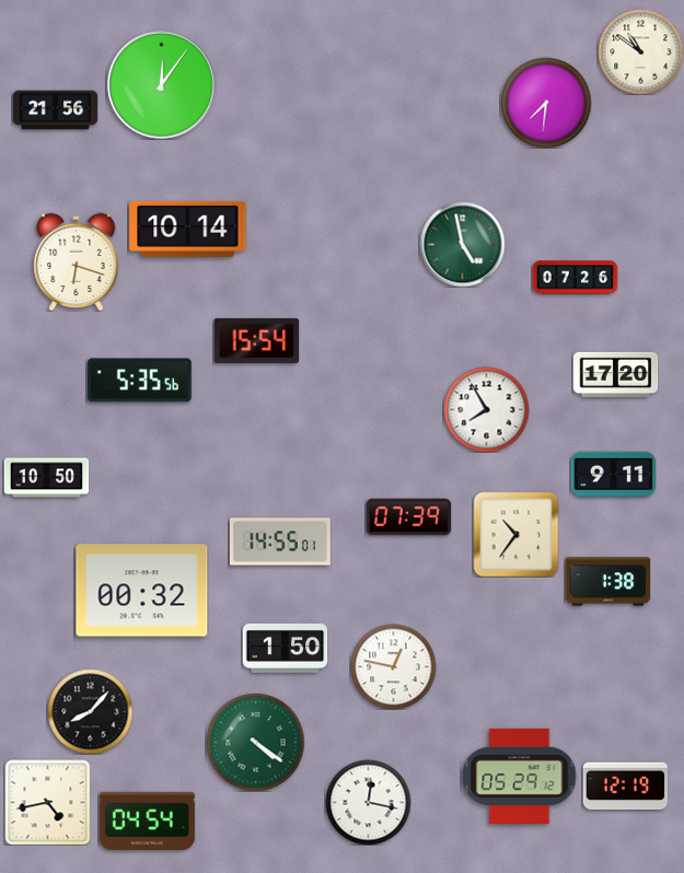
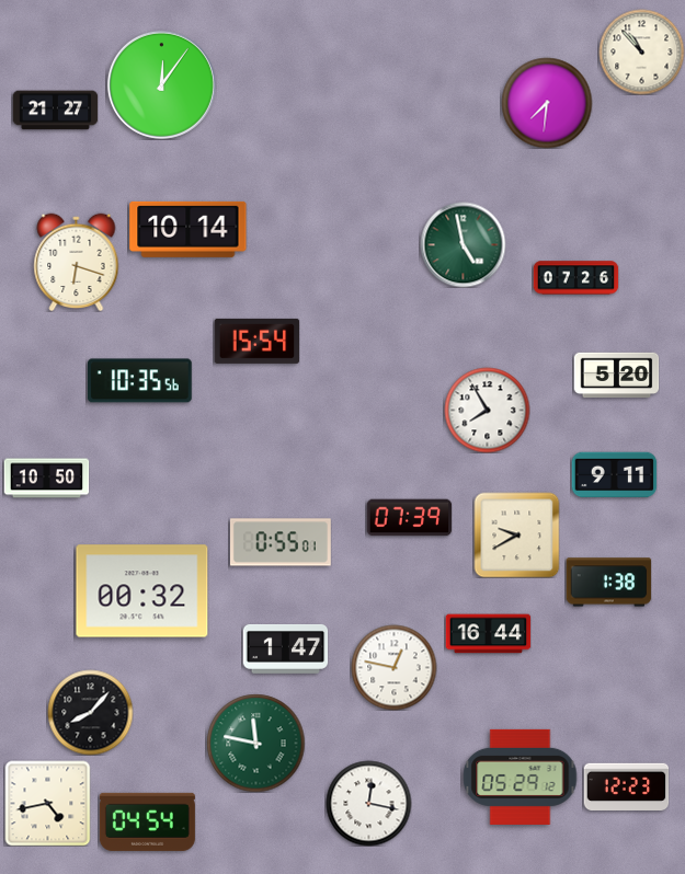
clock at (640, 51): 10:51 -> 10:53
clock at (55, 110): 21:56 -> 21:27
clock at (615, 374): 17:20 -> 5:20
clock at (140, 381): 5:35 -> 10:35
clock at (515, 534): 10:36 -> 9:40
clock at (280, 542): 14:55 -> 0:55
clock at (488, 634): none -> 16:44
clock at (285, 648): 1:50 -> 1:47
clock at (255, 742): 4:21 -> 11:47
clock at (625, 787): 12:19 -> 12:23
